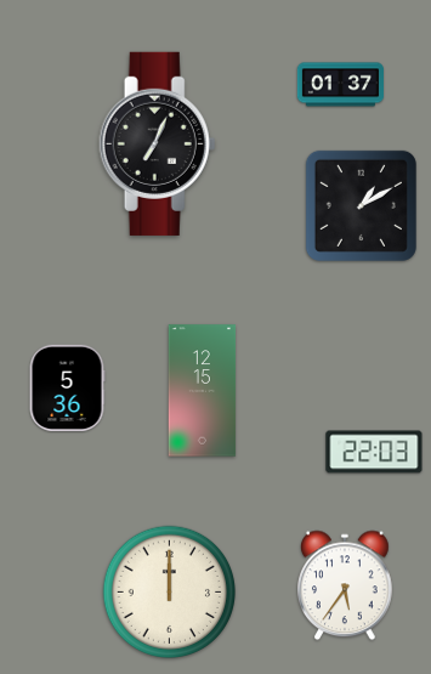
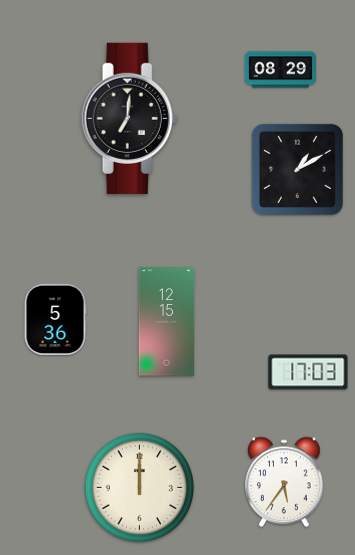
clock at (340, 85): 01:37 -> 08:29
clock at (158, 143): 7:04 -> 7:01
clock at (374, 452): 22:03 -> 17:03
